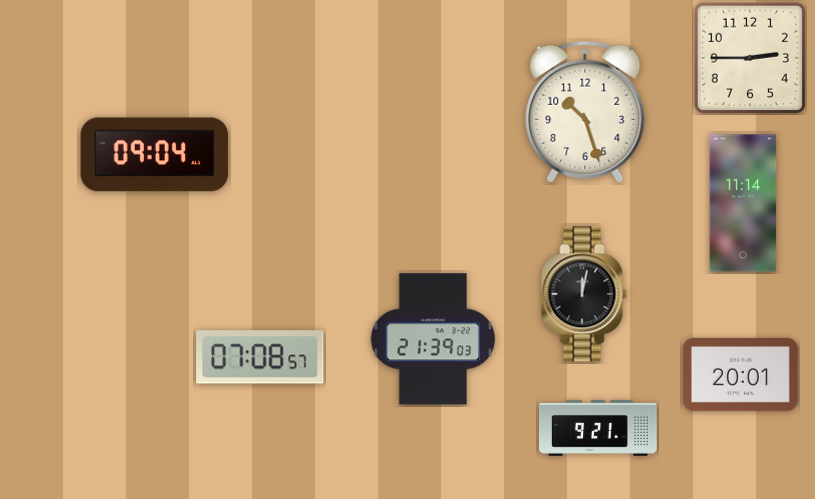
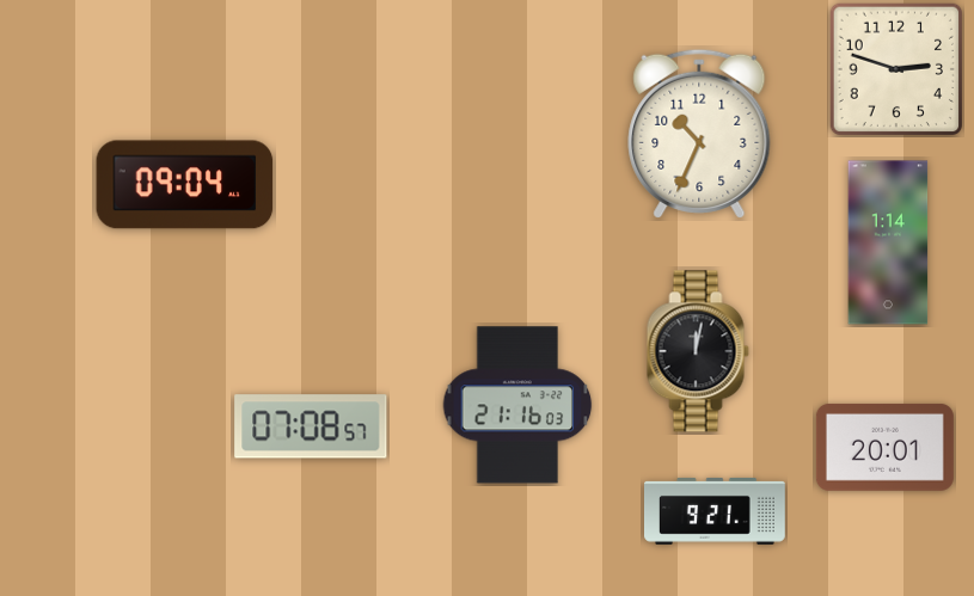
clock at (749, 57): 2:45 -> 2:48
clock at (585, 112): 10:27 -> 10:34
clock at (743, 203): 11:14 -> 1:14
clock at (433, 339): 21:39 -> 21:16
